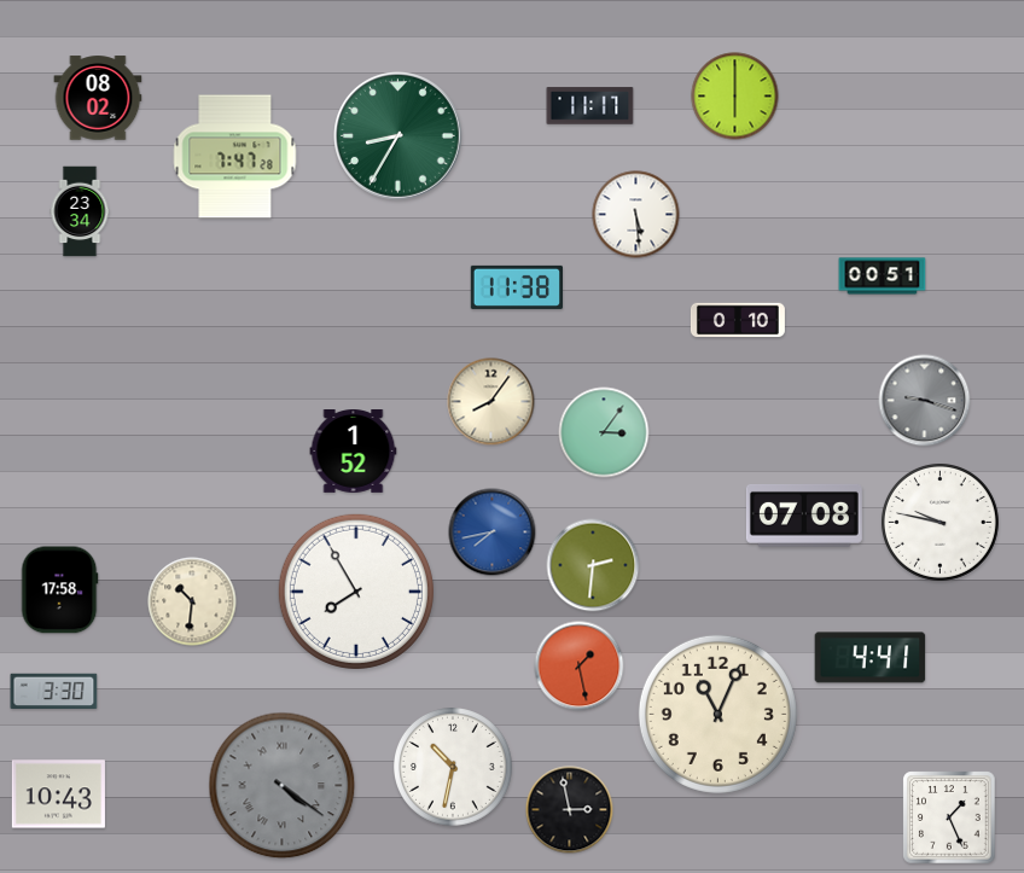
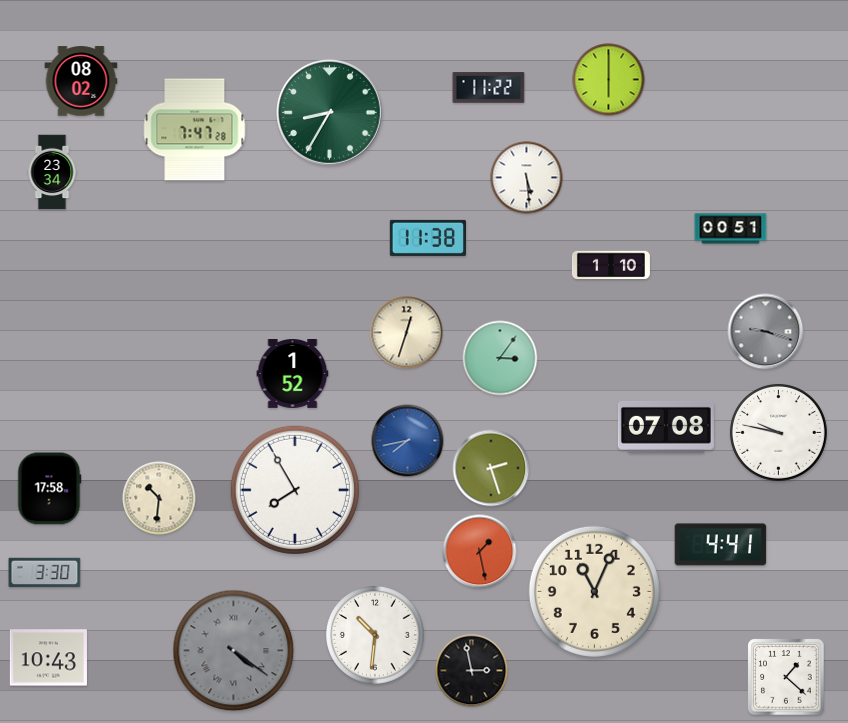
clock at (590, 106): 11:17 -> 11:22
clock at (80, 211) position: (80, 211) -> (52, 172)
clock at (738, 320): 0:10 -> 1:10
clock at (491, 402): 8:06 -> 12:33
clock at (593, 565): 2:31 -> 2:27
clock at (454, 768): 10:32 -> 10:31
clock at (949, 817): 1:26 -> 1:22
